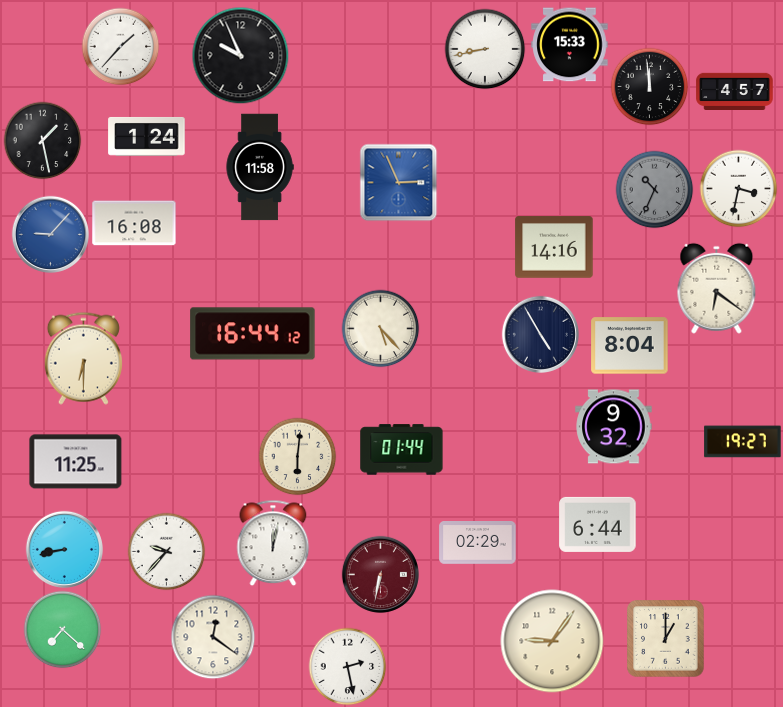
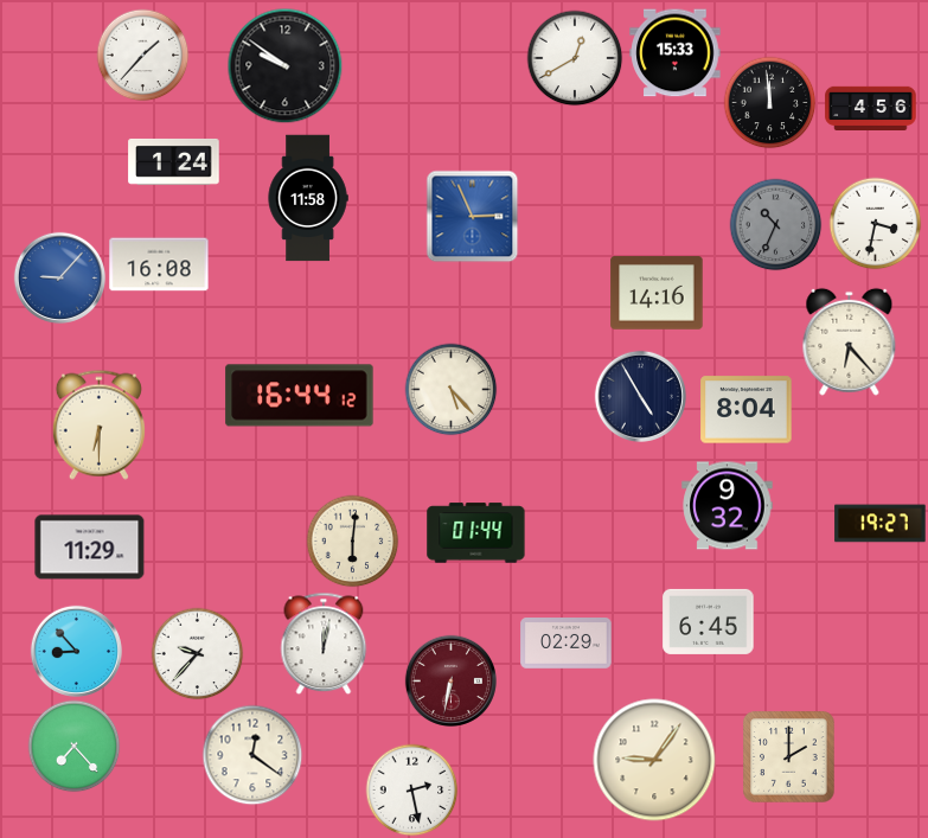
clock at (485, 49): 8:43 -> 12:40
clock at (240, 55): 9:56 -> 9:51
clock at (735, 91): 4:57 -> 4:56
clock at (42, 140): 1:28 -> none
clock at (717, 288): 6:21 -> 6:23
clock at (76, 462): 11:25 -> 11:29
clock at (598, 524): 6:44 -> 6:45
clock at (64, 549): 8:43 -> 8:53
clock at (62, 629): 7:22 -> 7:23
clock at (666, 639): 1:00 -> 2:00
